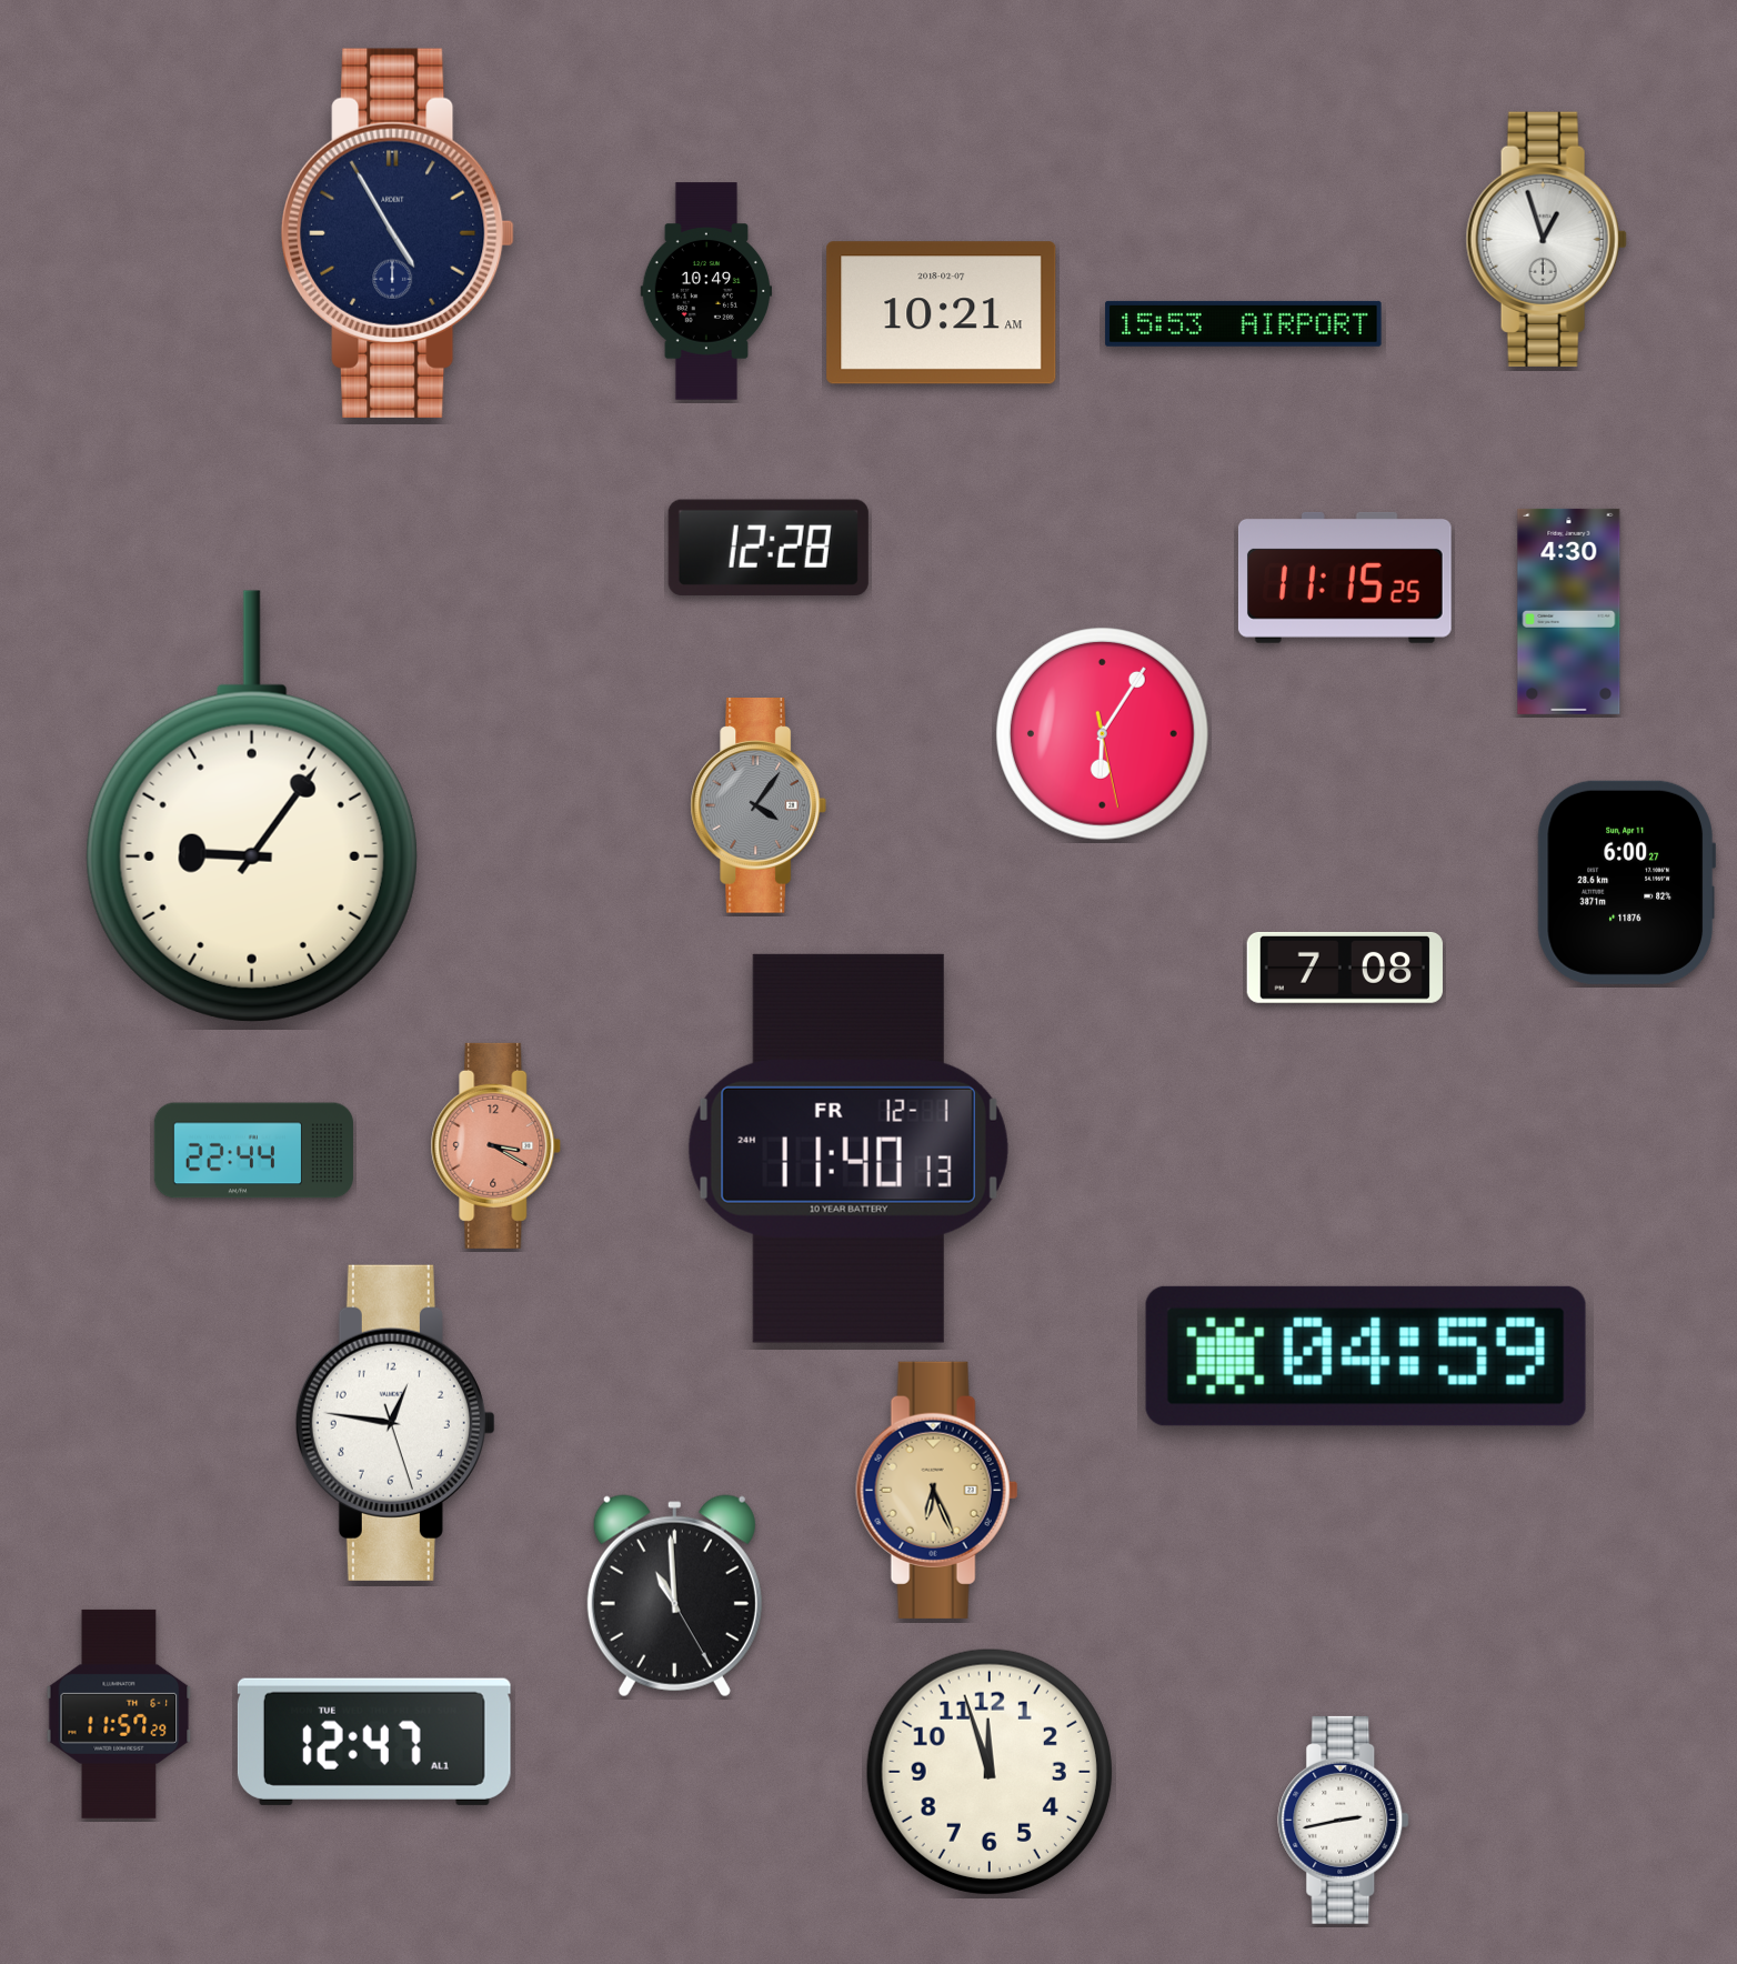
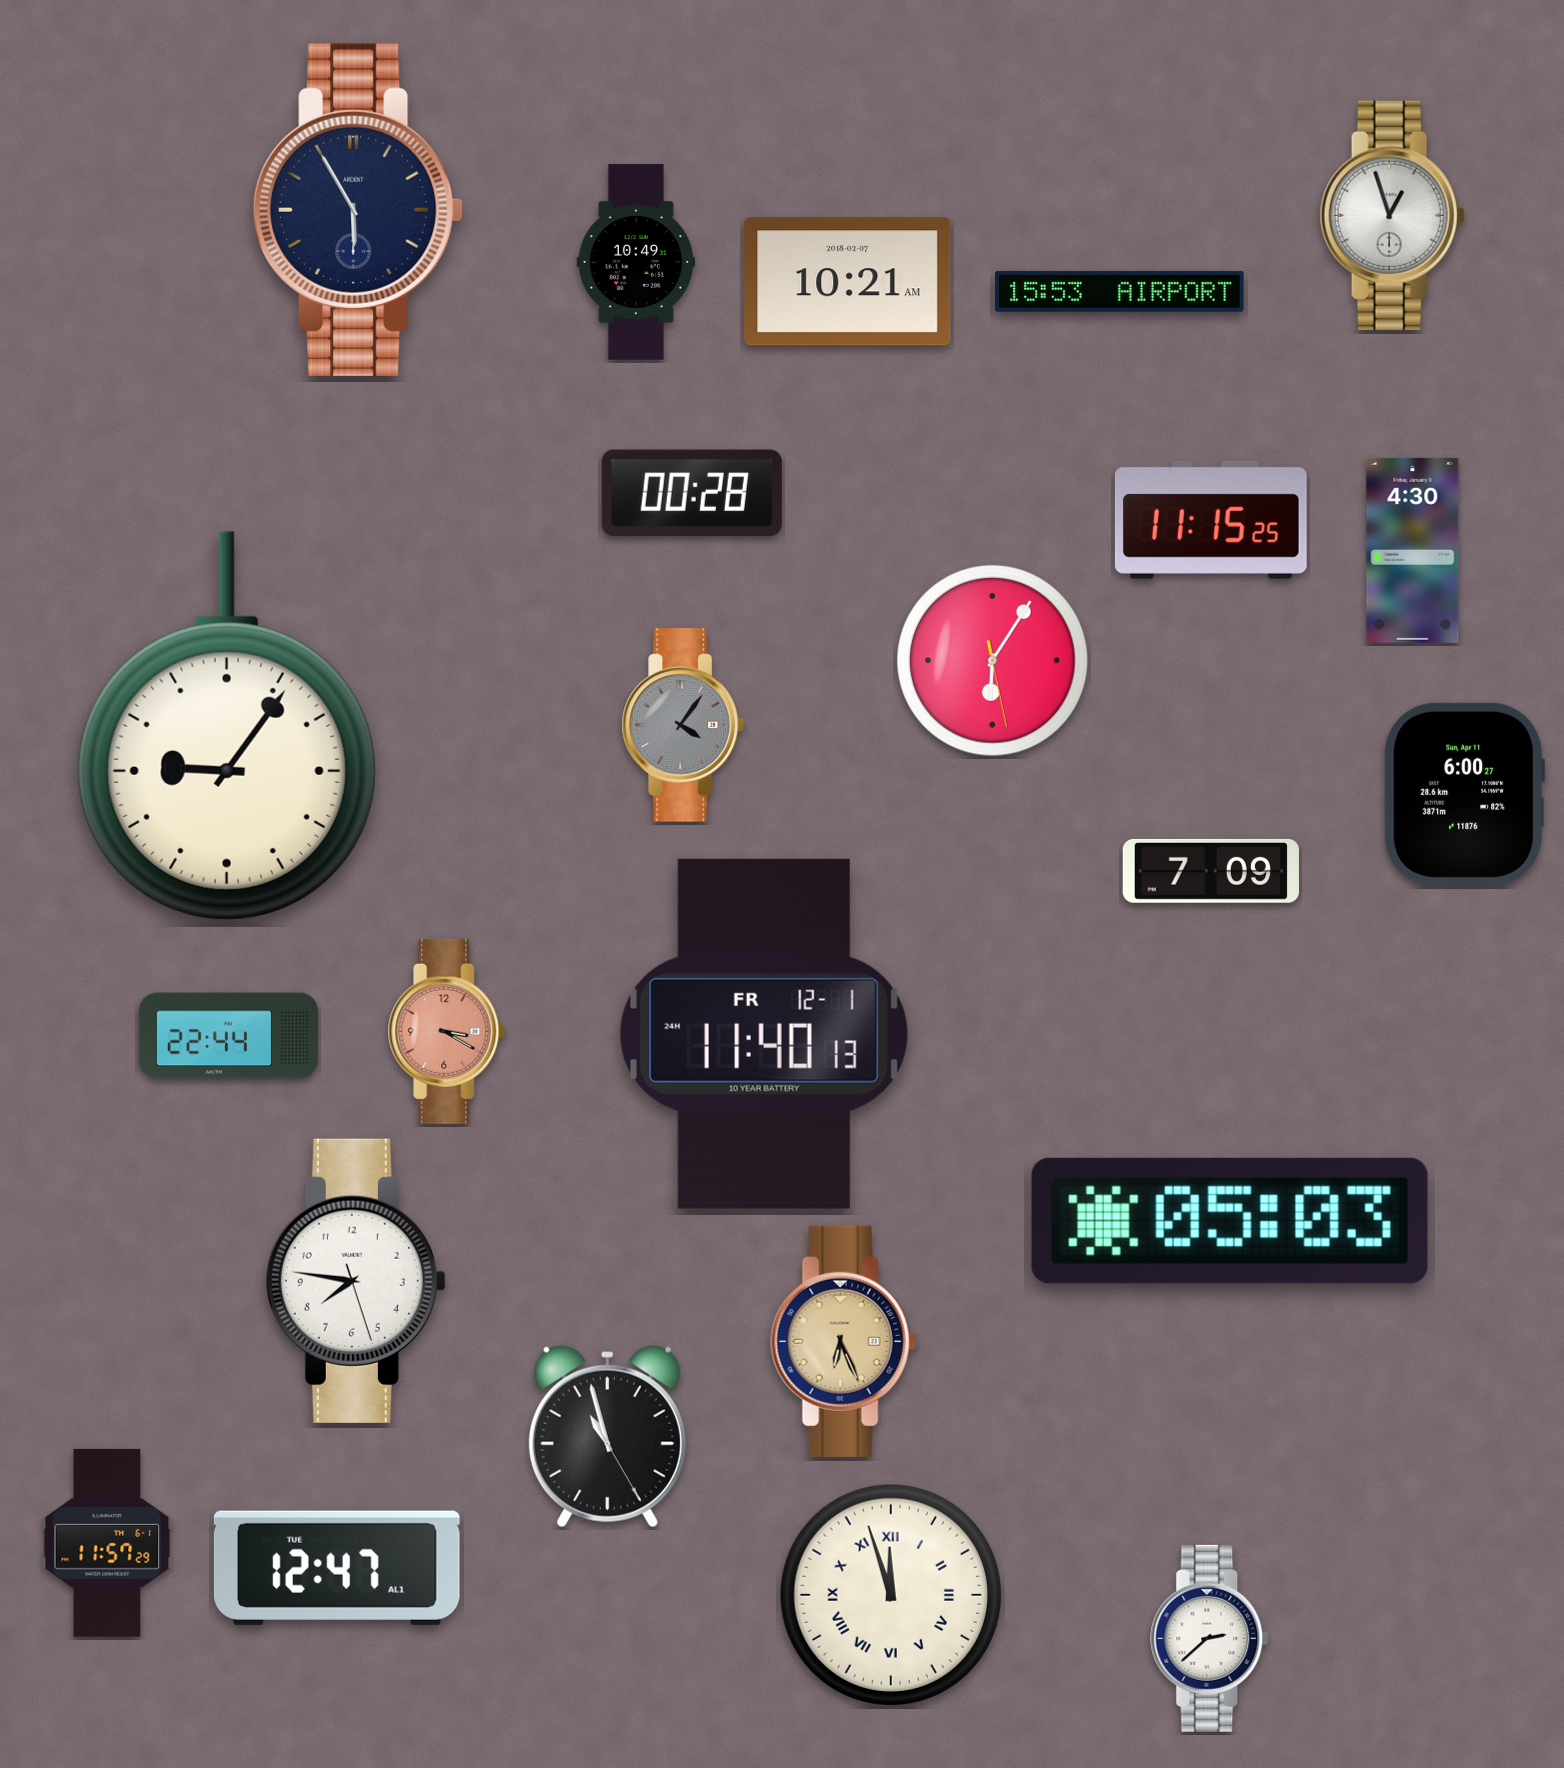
clock at (398, 233): 4:55 -> 5:55
clock at (769, 548): 12:28 -> 00:28
clock at (1345, 968): 7:08 -> 7:09
clock at (1366, 1356): 04:59 -> 05:03
clock at (395, 1423): 12:46 -> 7:46
clock at (674, 1596): 10:59 -> 10:57
clock at (990, 1772) numerals: Arabic -> Roman
clock at (1344, 1820): 2:43 -> 2:38
